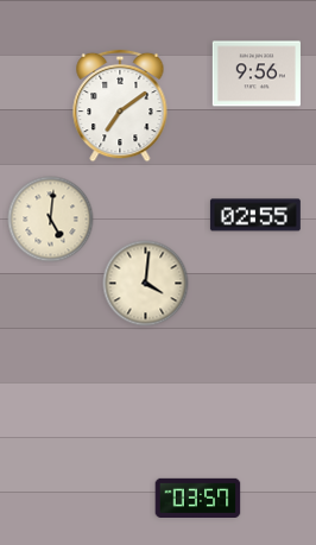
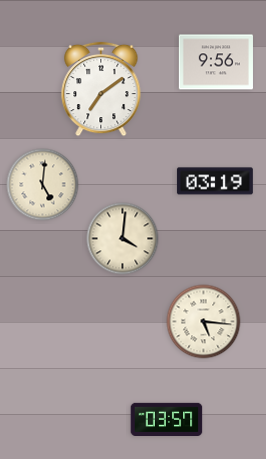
clock at (255, 215): 02:55 -> 03:19
clock at (204, 322): none -> 5:16
